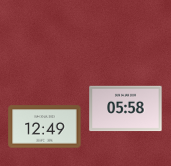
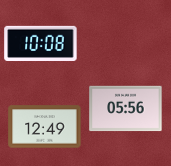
clock at (41, 43): none -> 10:08
clock at (126, 109): 05:58 -> 05:56
